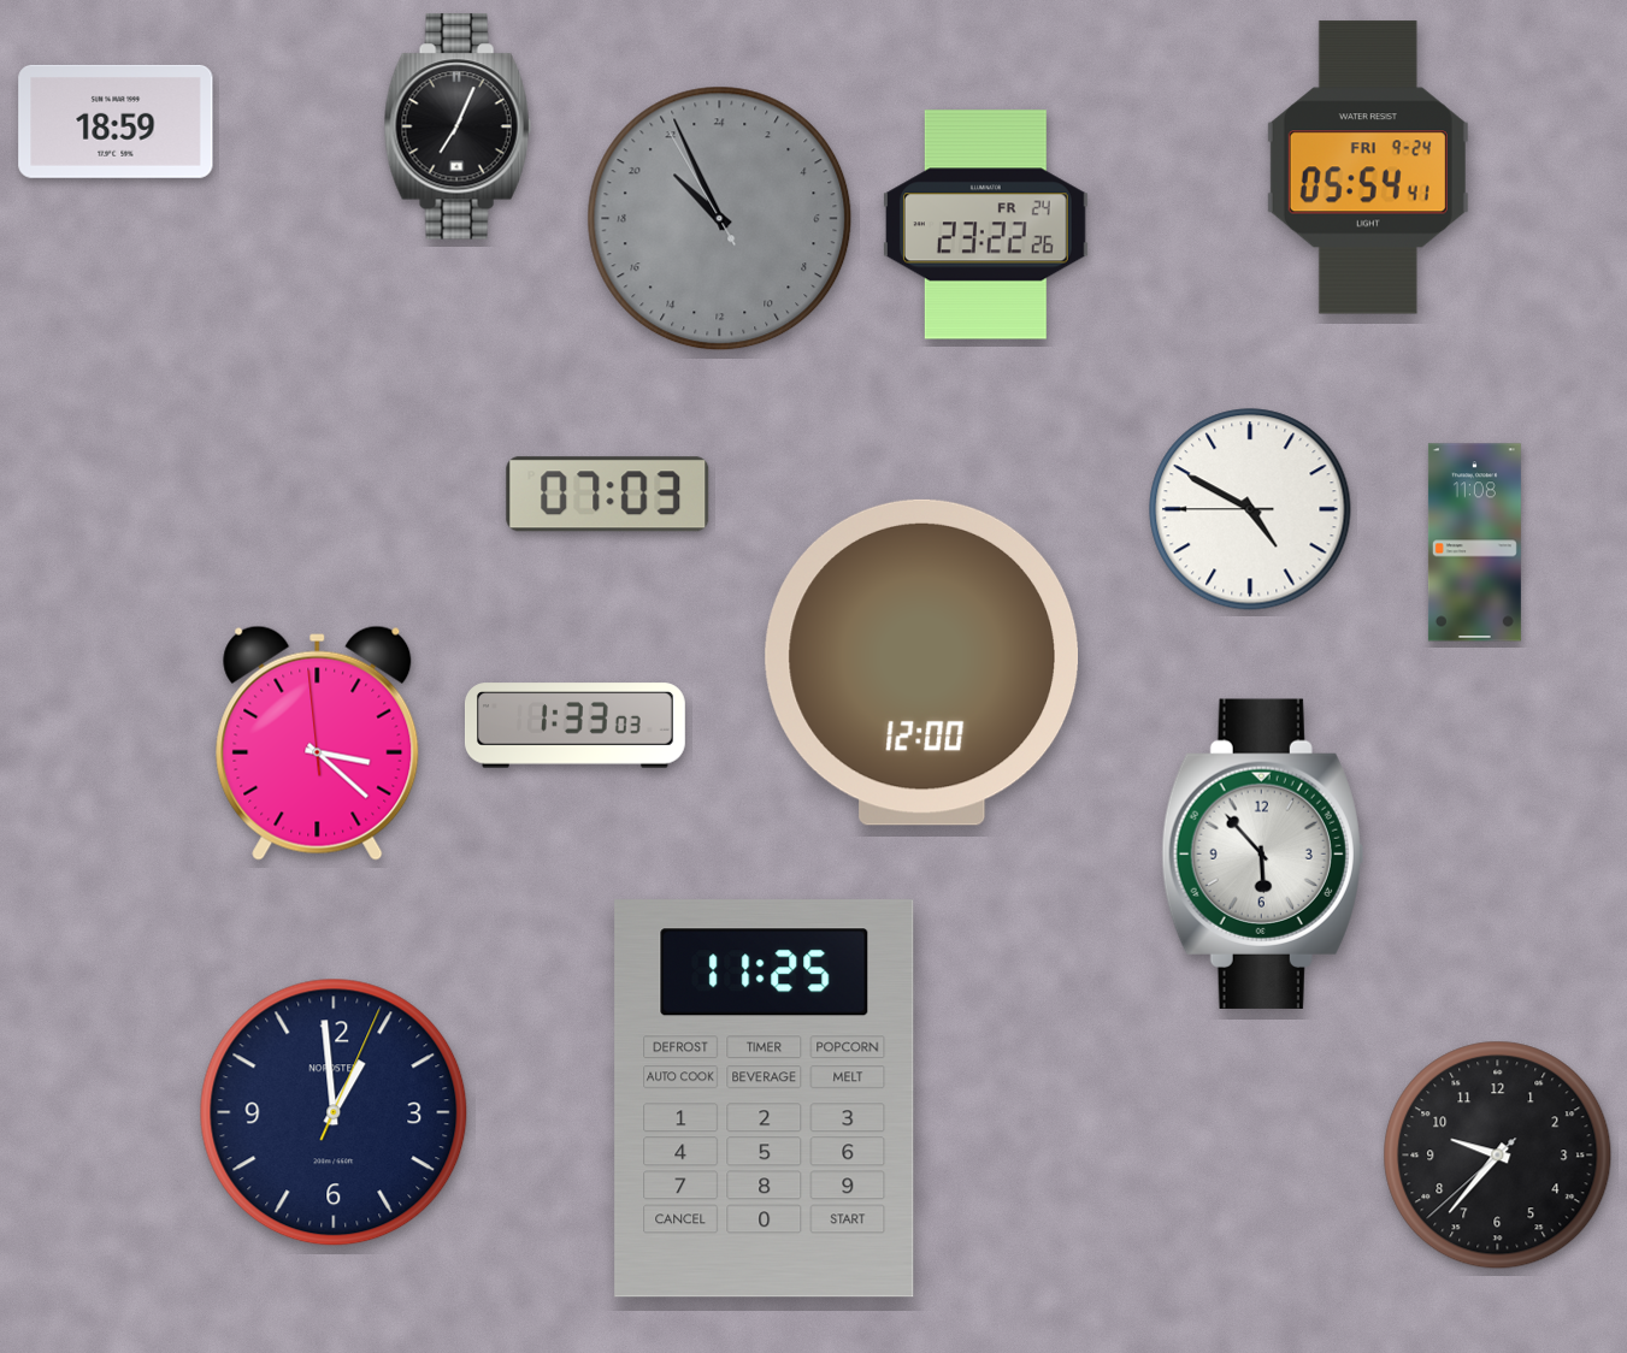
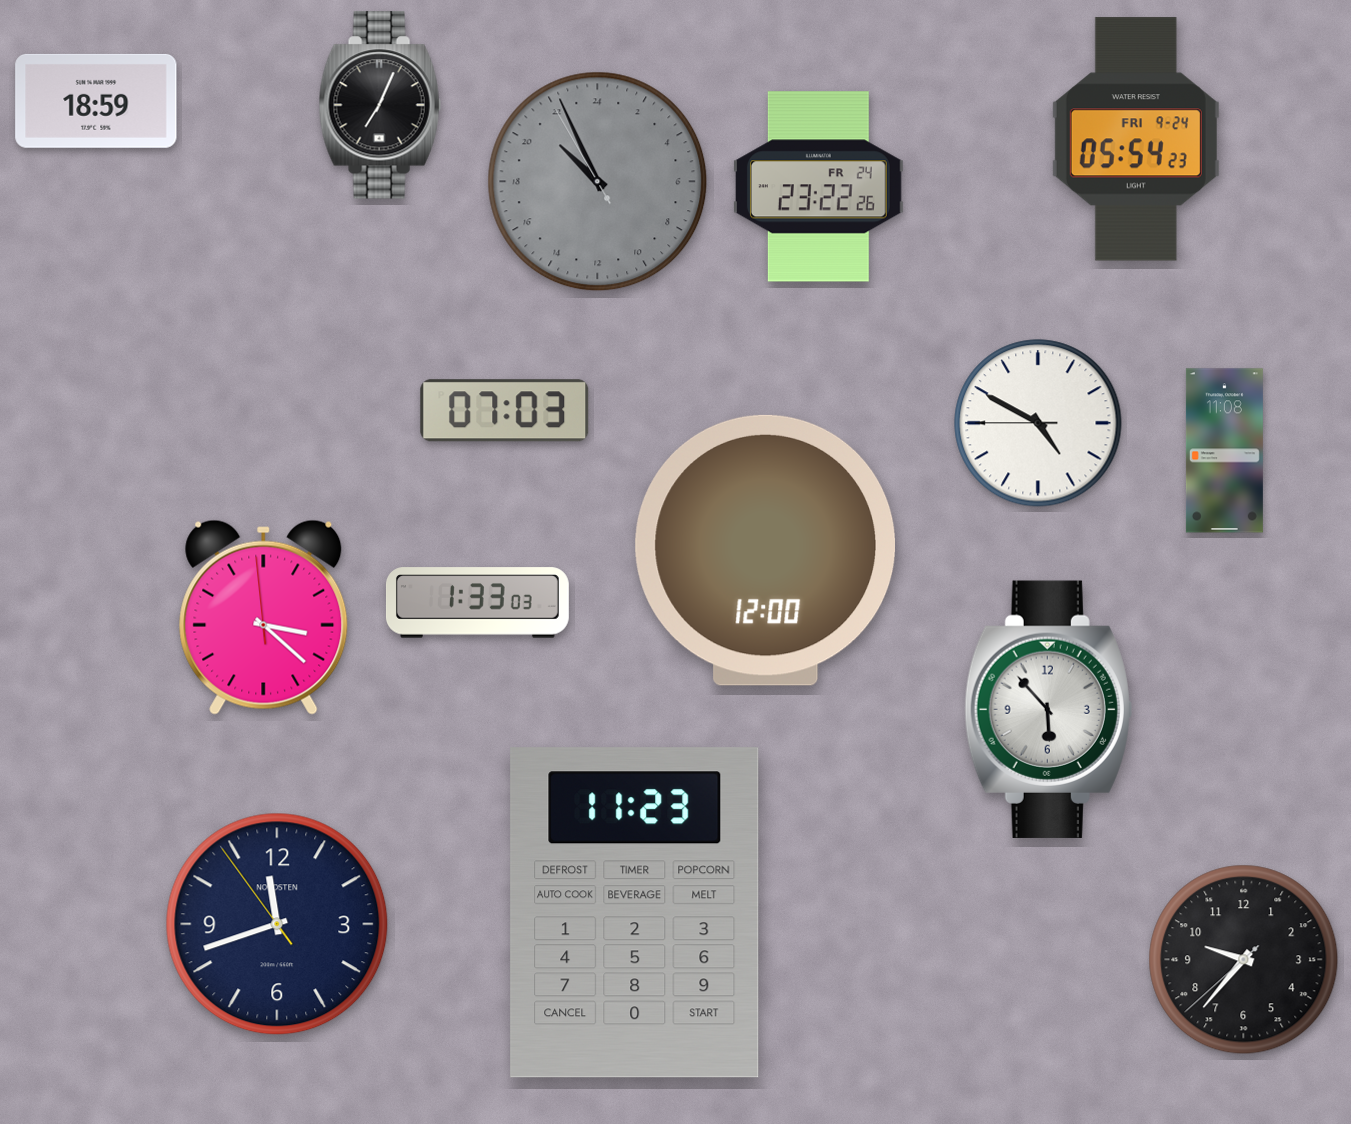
clock at (1368, 167): 05:54:41 -> 05:54:23
clock at (765, 1099): 11:25 -> 11:23
clock at (334, 1112): 12:59 -> 11:41
